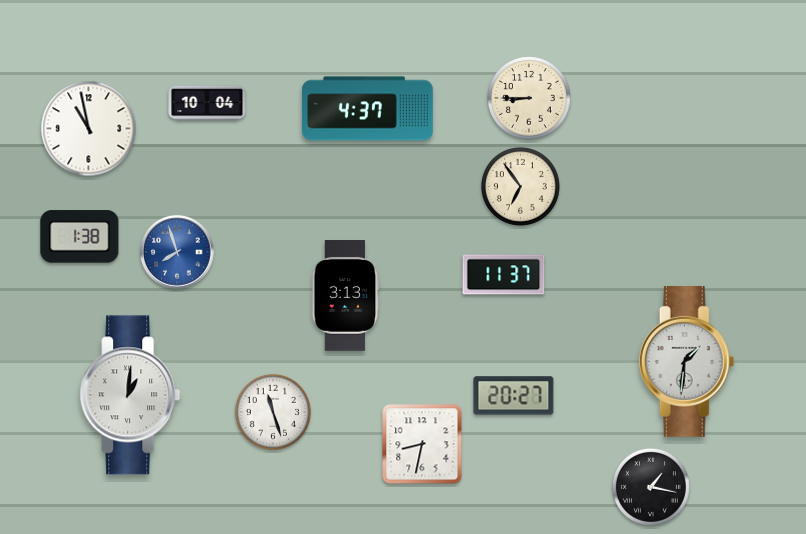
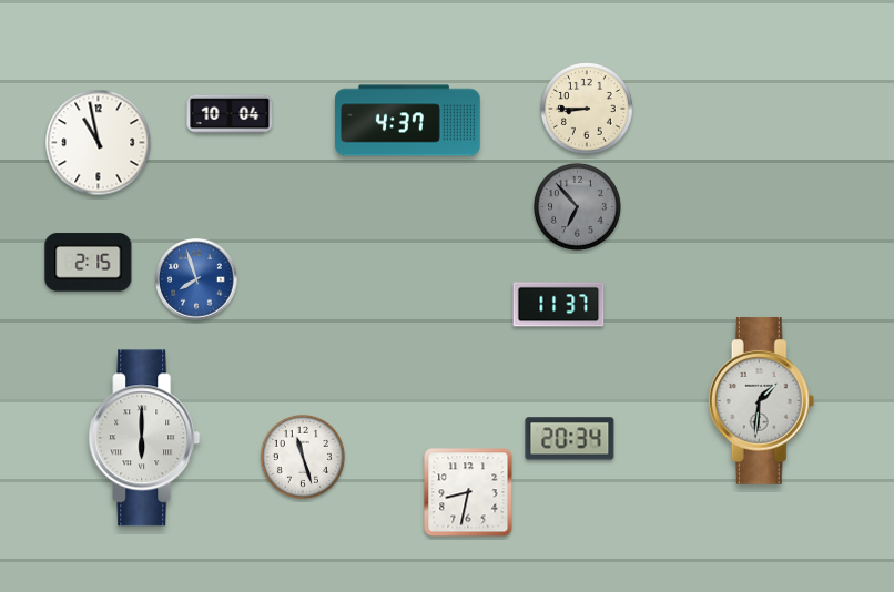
clock at (520, 186): 6:54 -> 6:53
clock at (520, 186) dial: cream -> grey
clock at (80, 237): 1:38 -> 2:15
clock at (346, 296): 3:13 -> none
clock at (130, 395): 1:01 -> 6:00
clock at (514, 396): 20:27 -> 20:34
clock at (651, 487): 1:17 -> none
